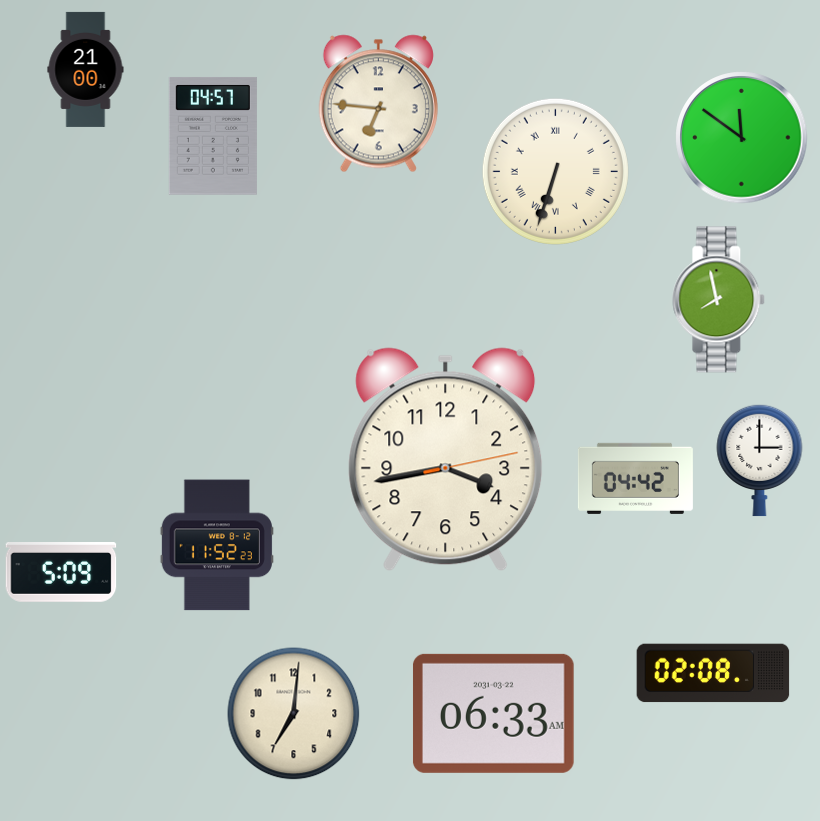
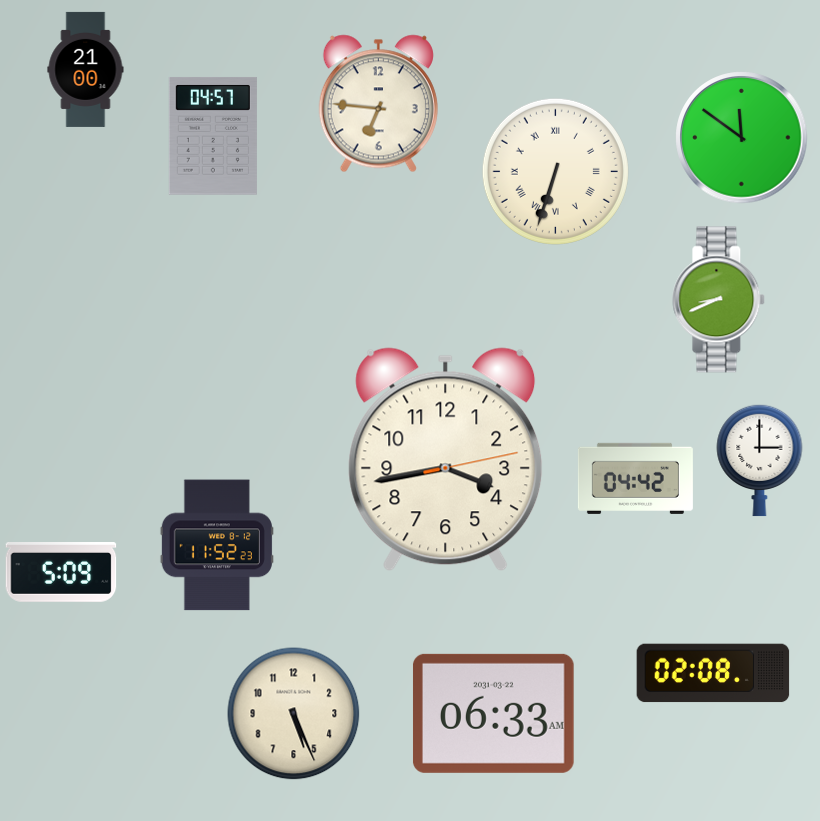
clock at (719, 300): 7:58 -> 8:41
clock at (294, 714): 7:01 -> 5:26
